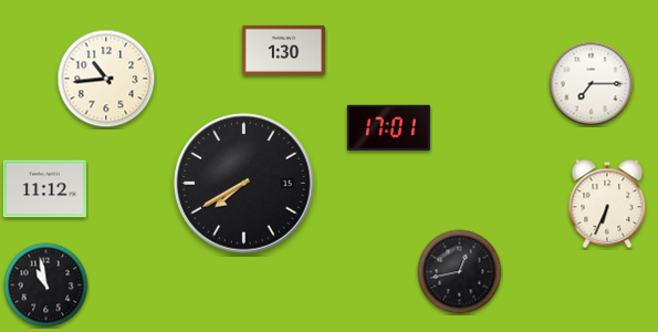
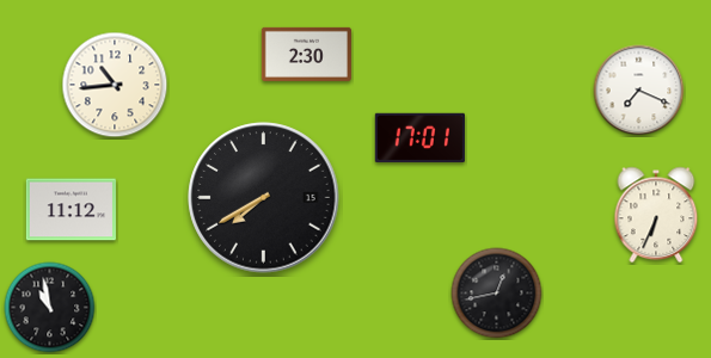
clock at (283, 50): 1:30 -> 2:30
clock at (592, 84): 7:15 -> 7:19
clock at (44, 189) position: (44, 189) -> (71, 210)
clock at (607, 204) position: (607, 204) -> (656, 215)
